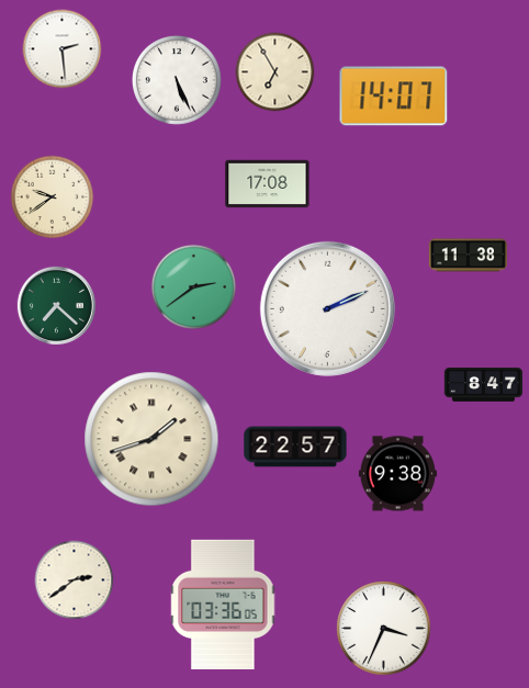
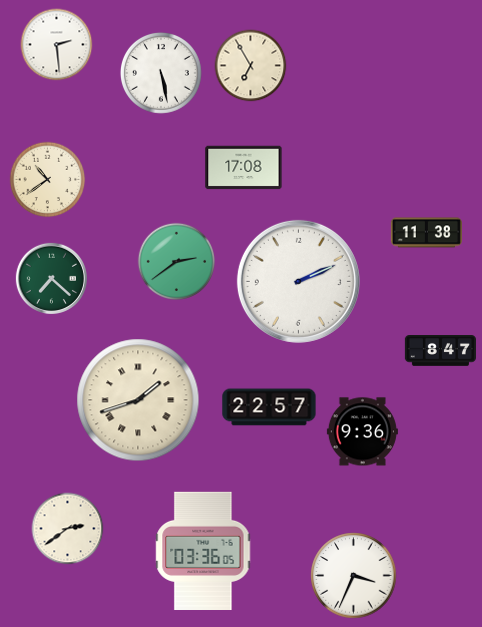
clock at (177, 80): 5:26 -> 5:28
clock at (394, 97): 14:07 -> none
clock at (53, 198): 9:39 -> 10:39
clock at (397, 474): 9:38 -> 9:36
clock at (384, 629) position: (384, 629) -> (354, 576)
